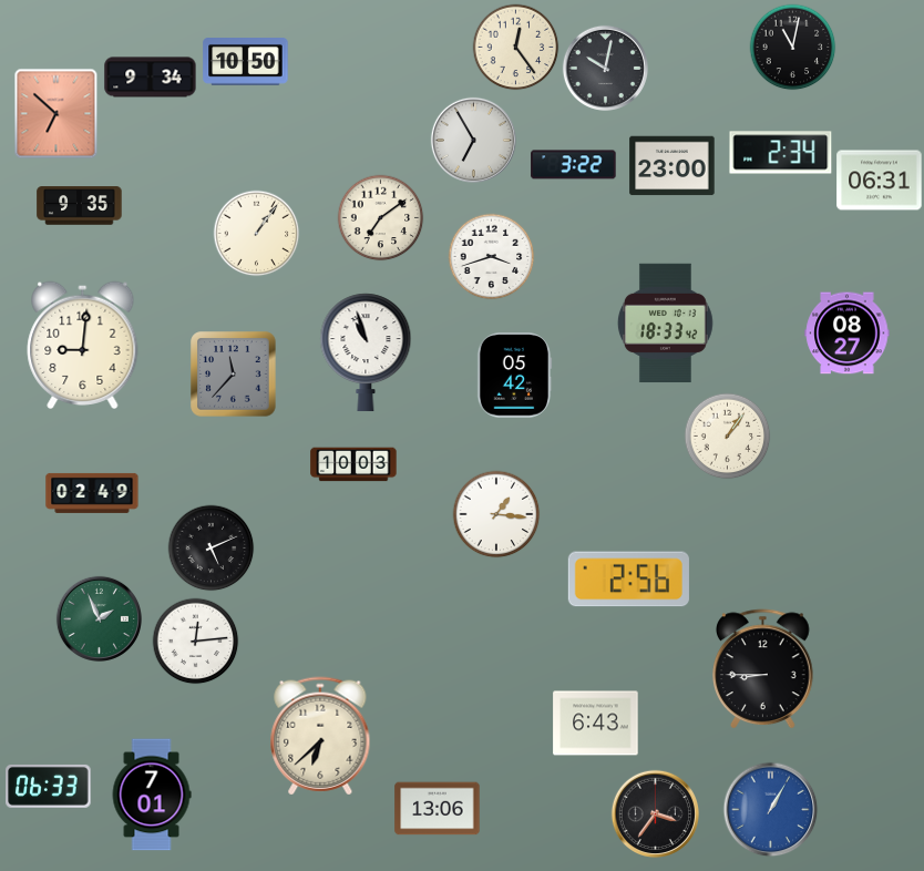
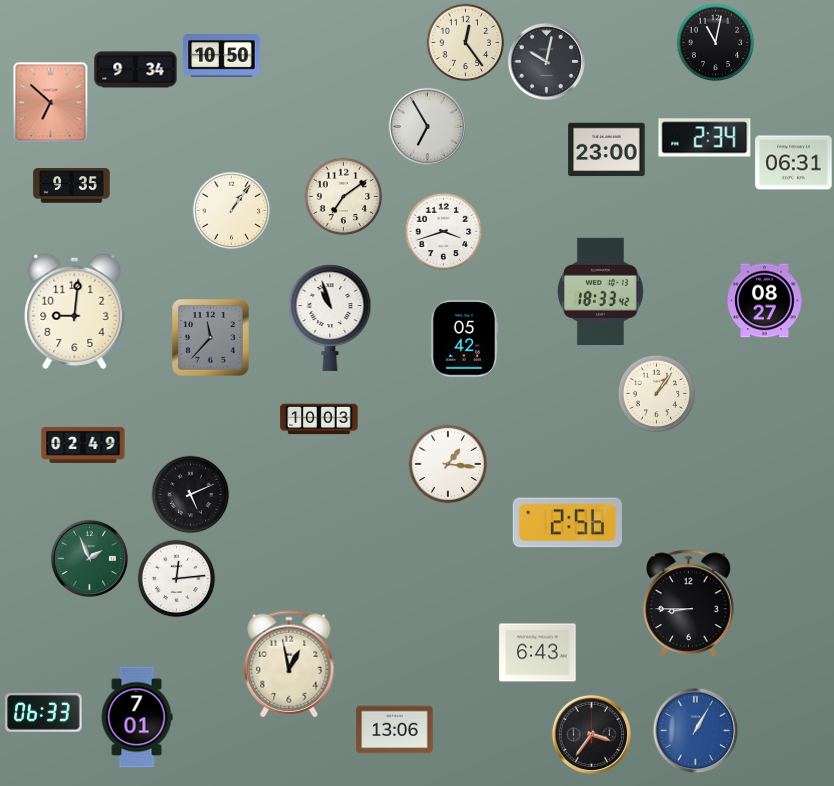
clock at (574, 165): 3:22 -> none
clock at (320, 736): 6:38 -> 12:58
clock at (49, 786) position: (49, 786) -> (44, 712)
